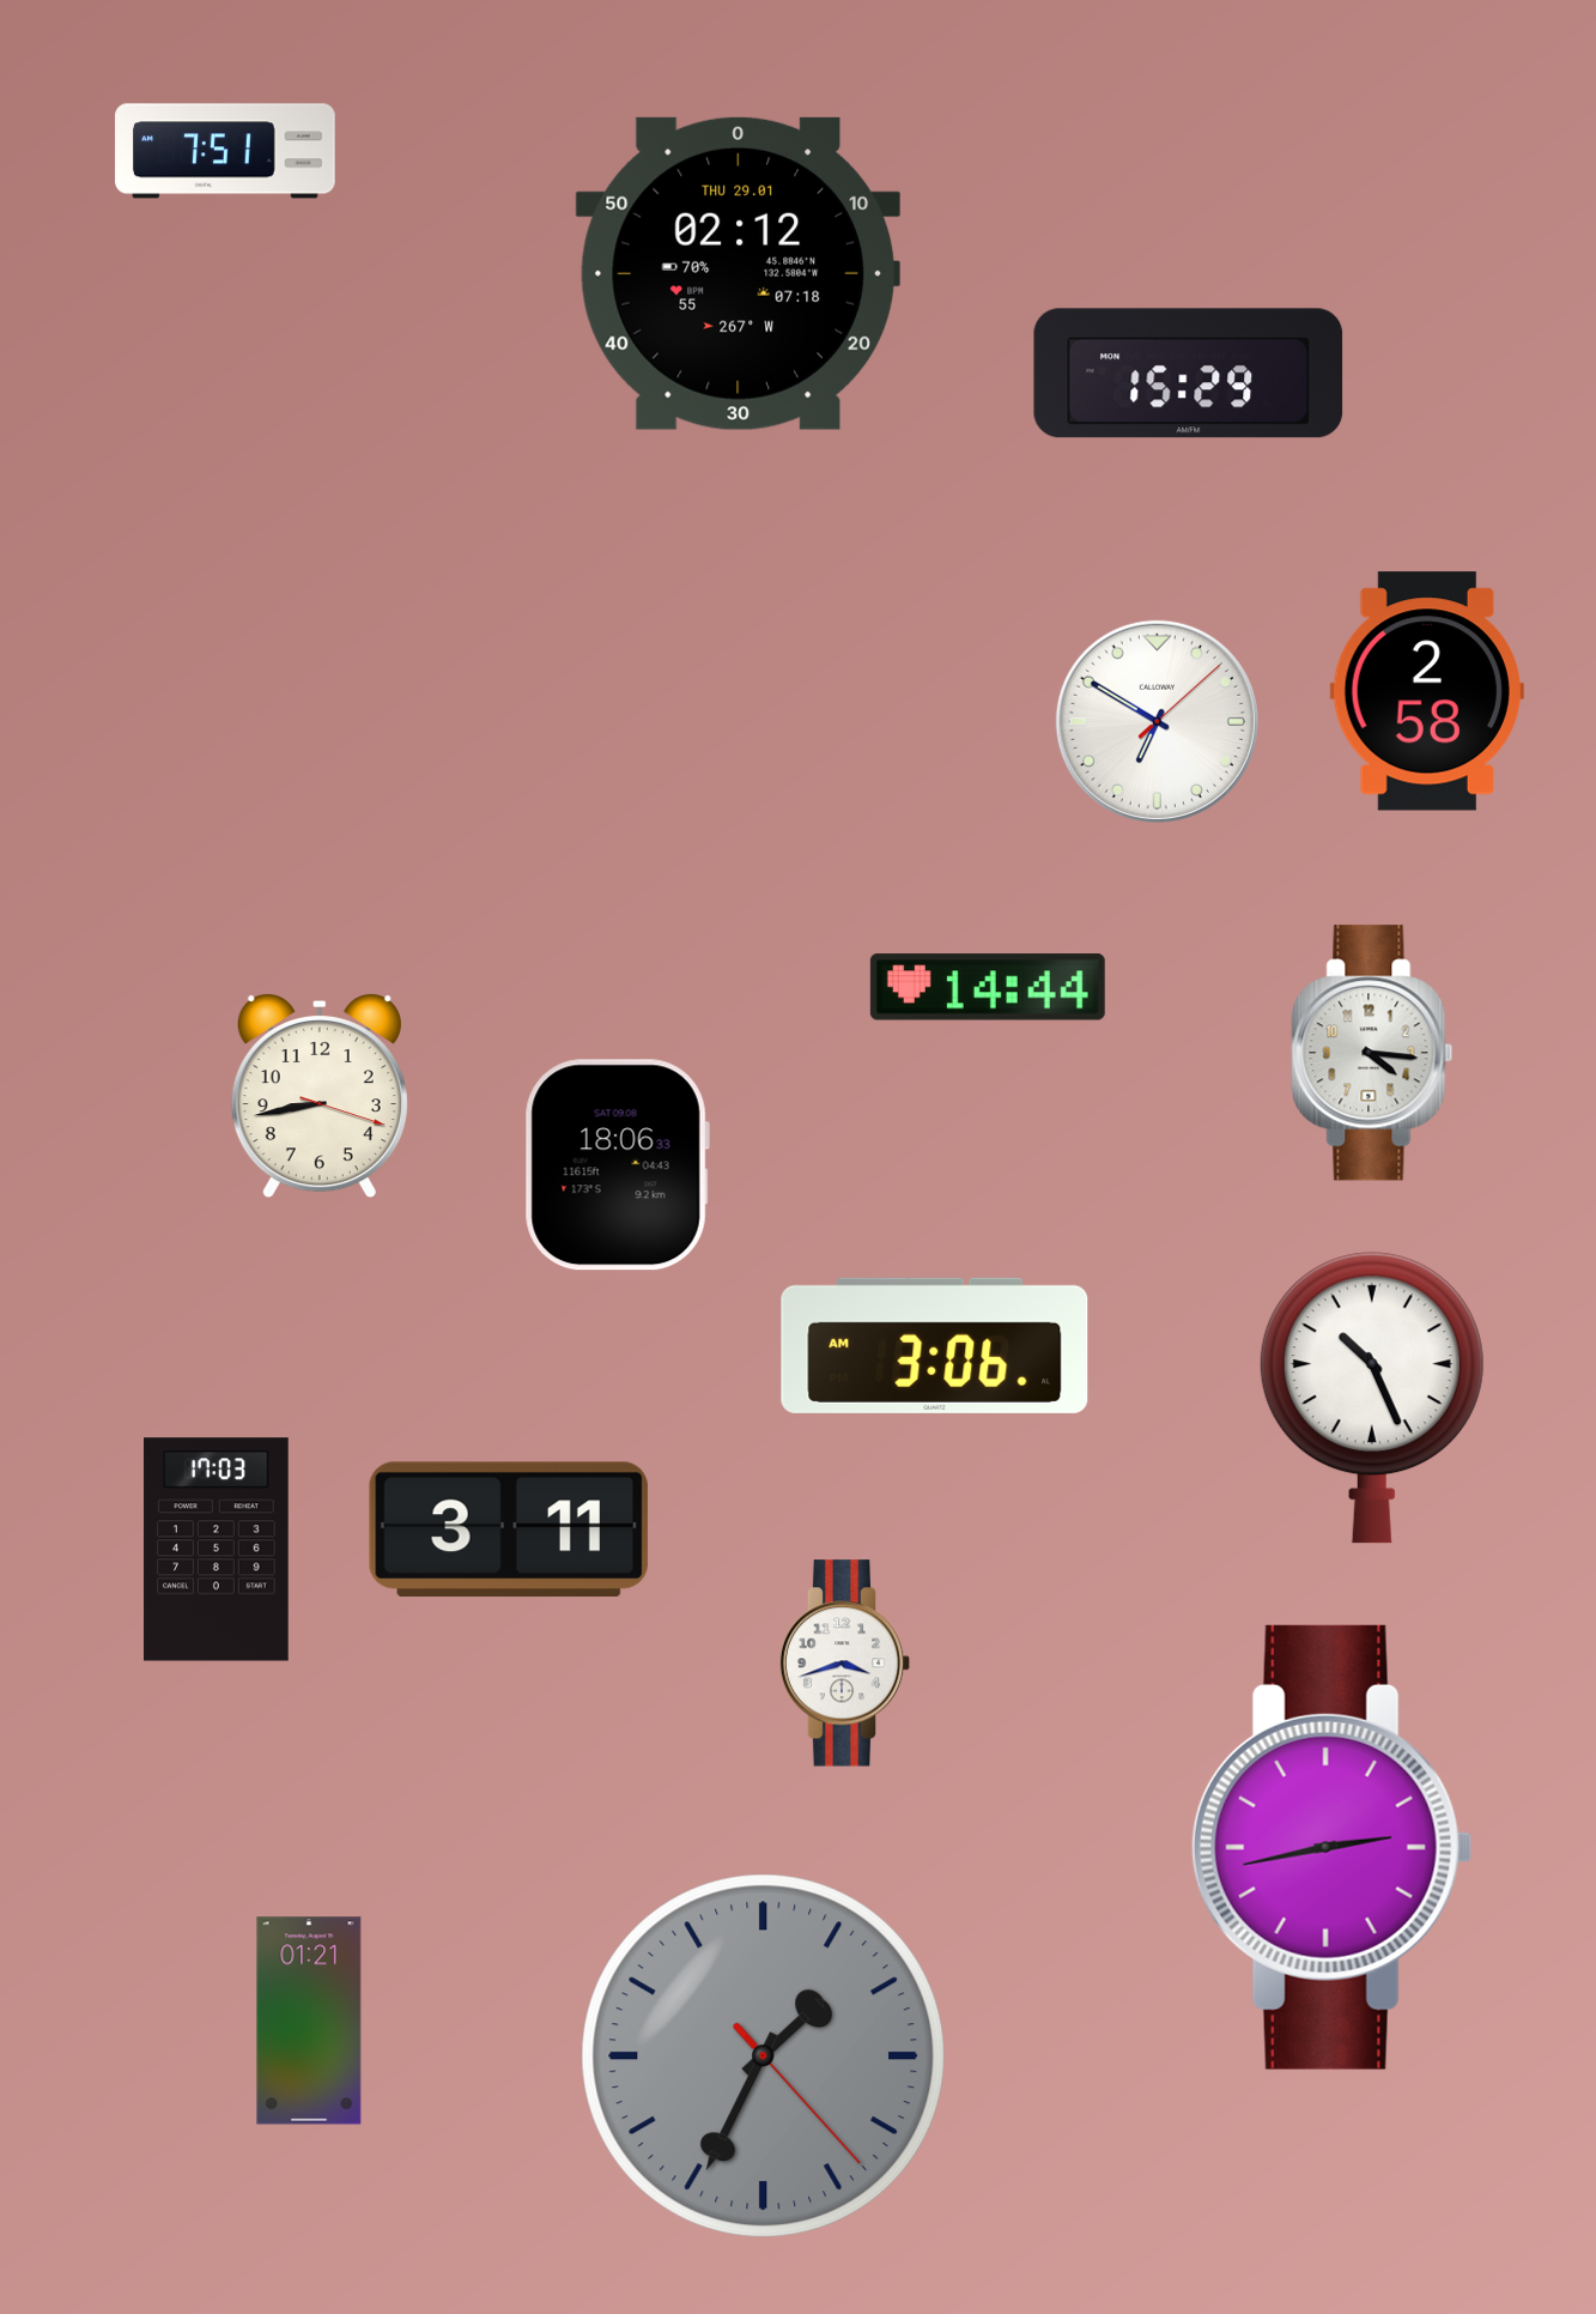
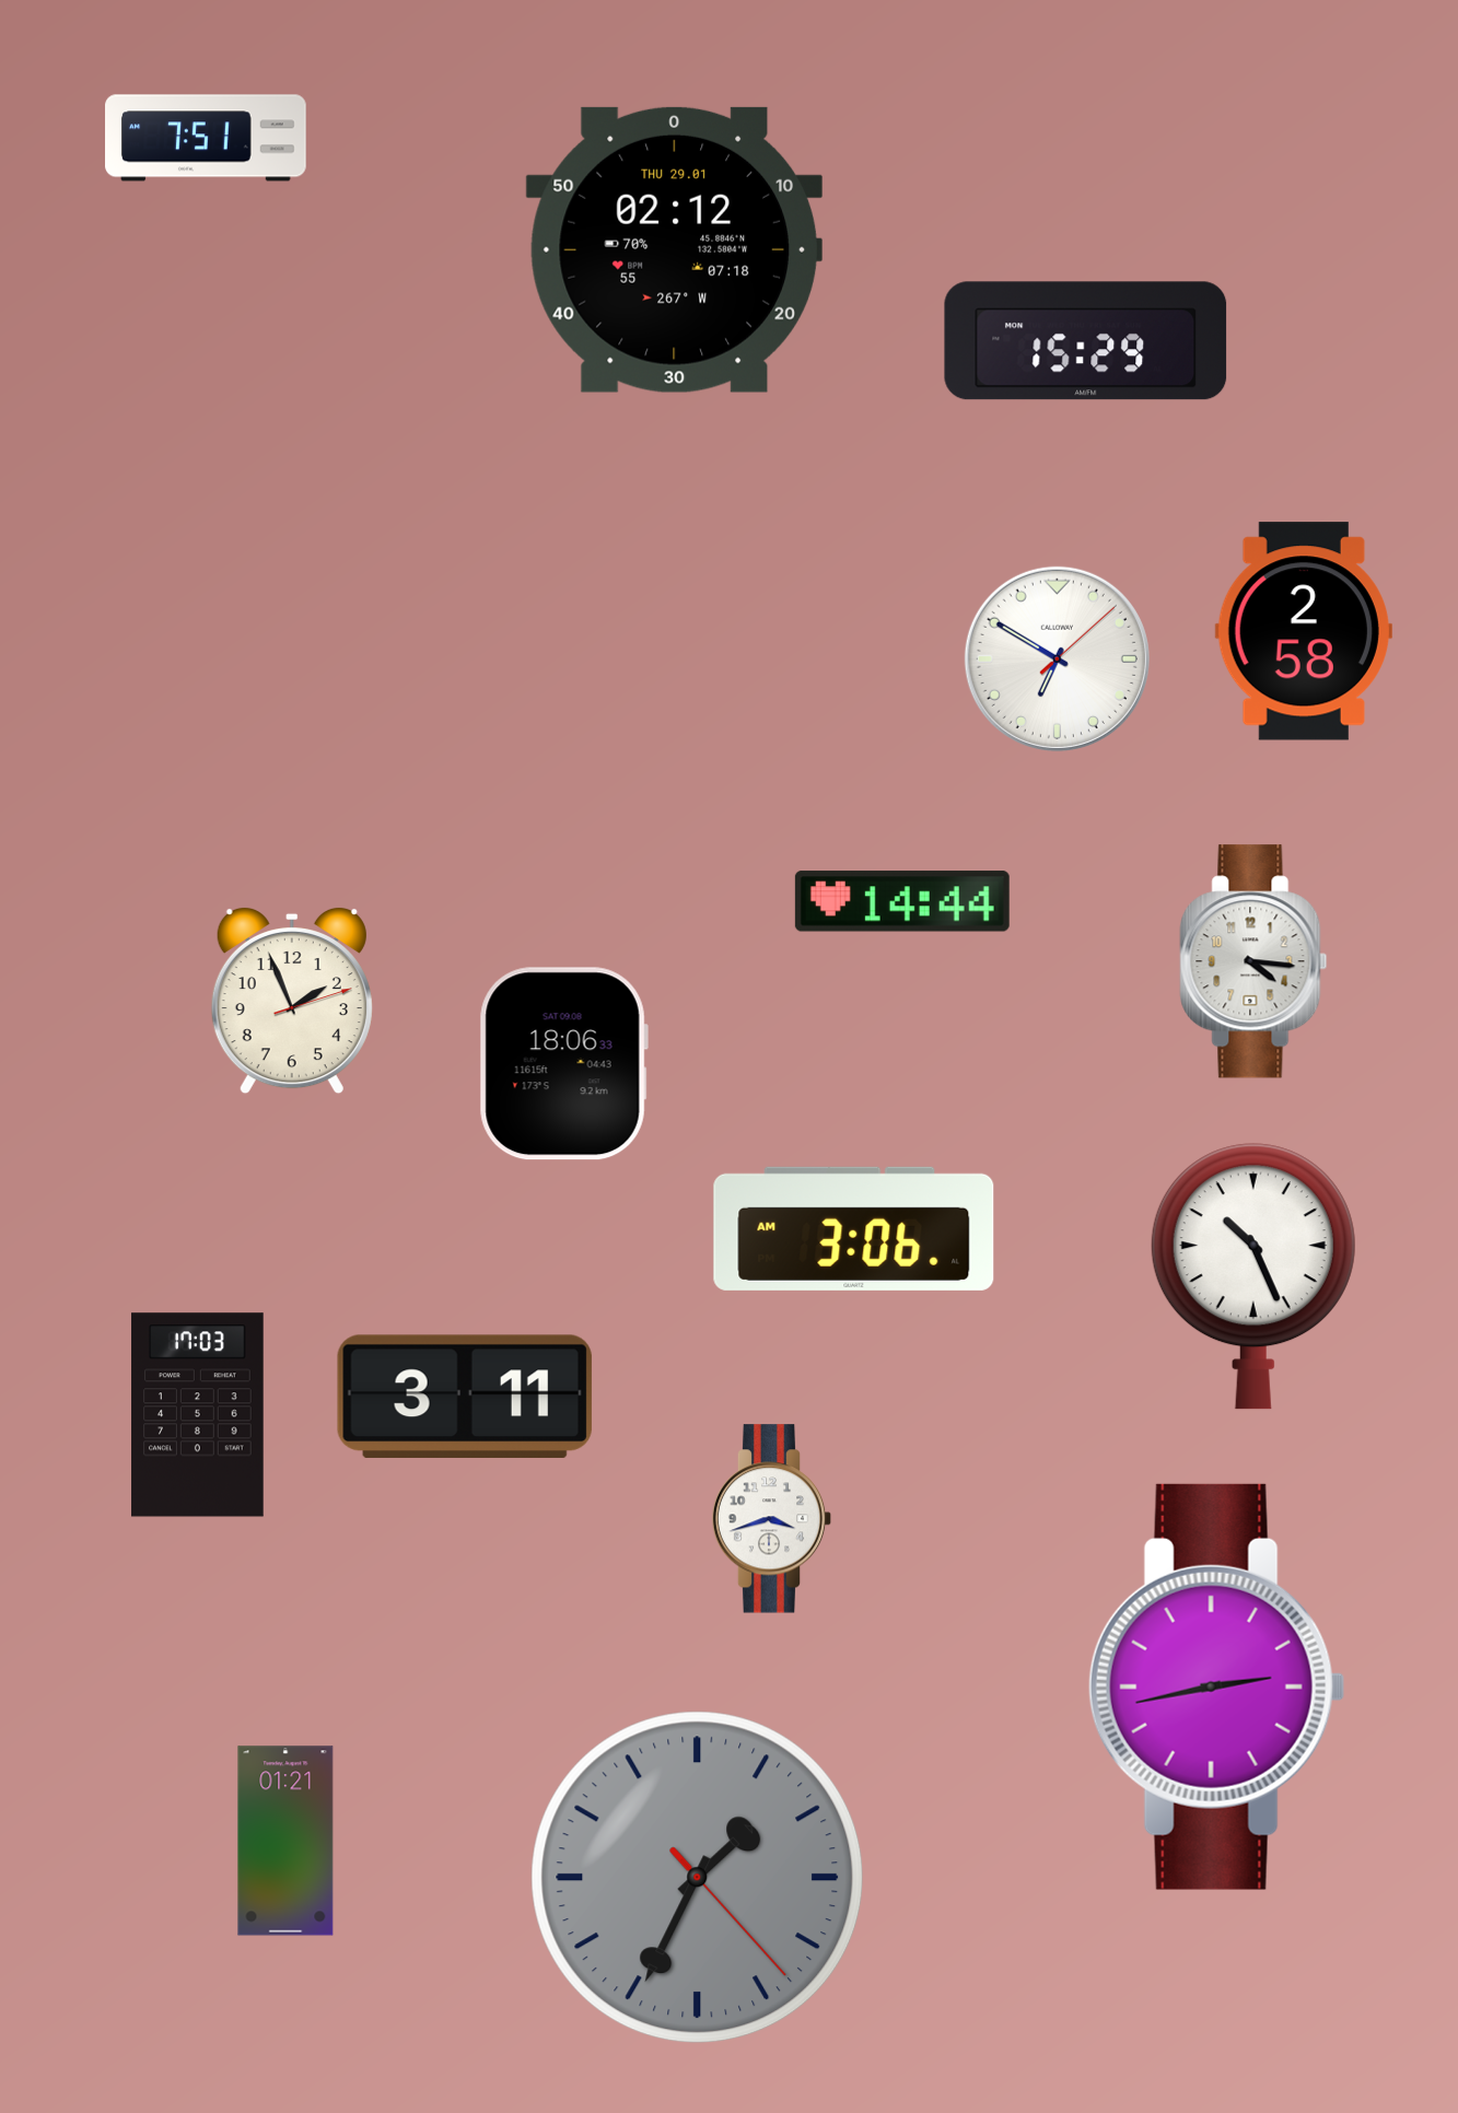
clock at (320, 1096): 8:43 -> 1:56
clock at (309, 2021) position: (309, 2021) -> (285, 1841)
